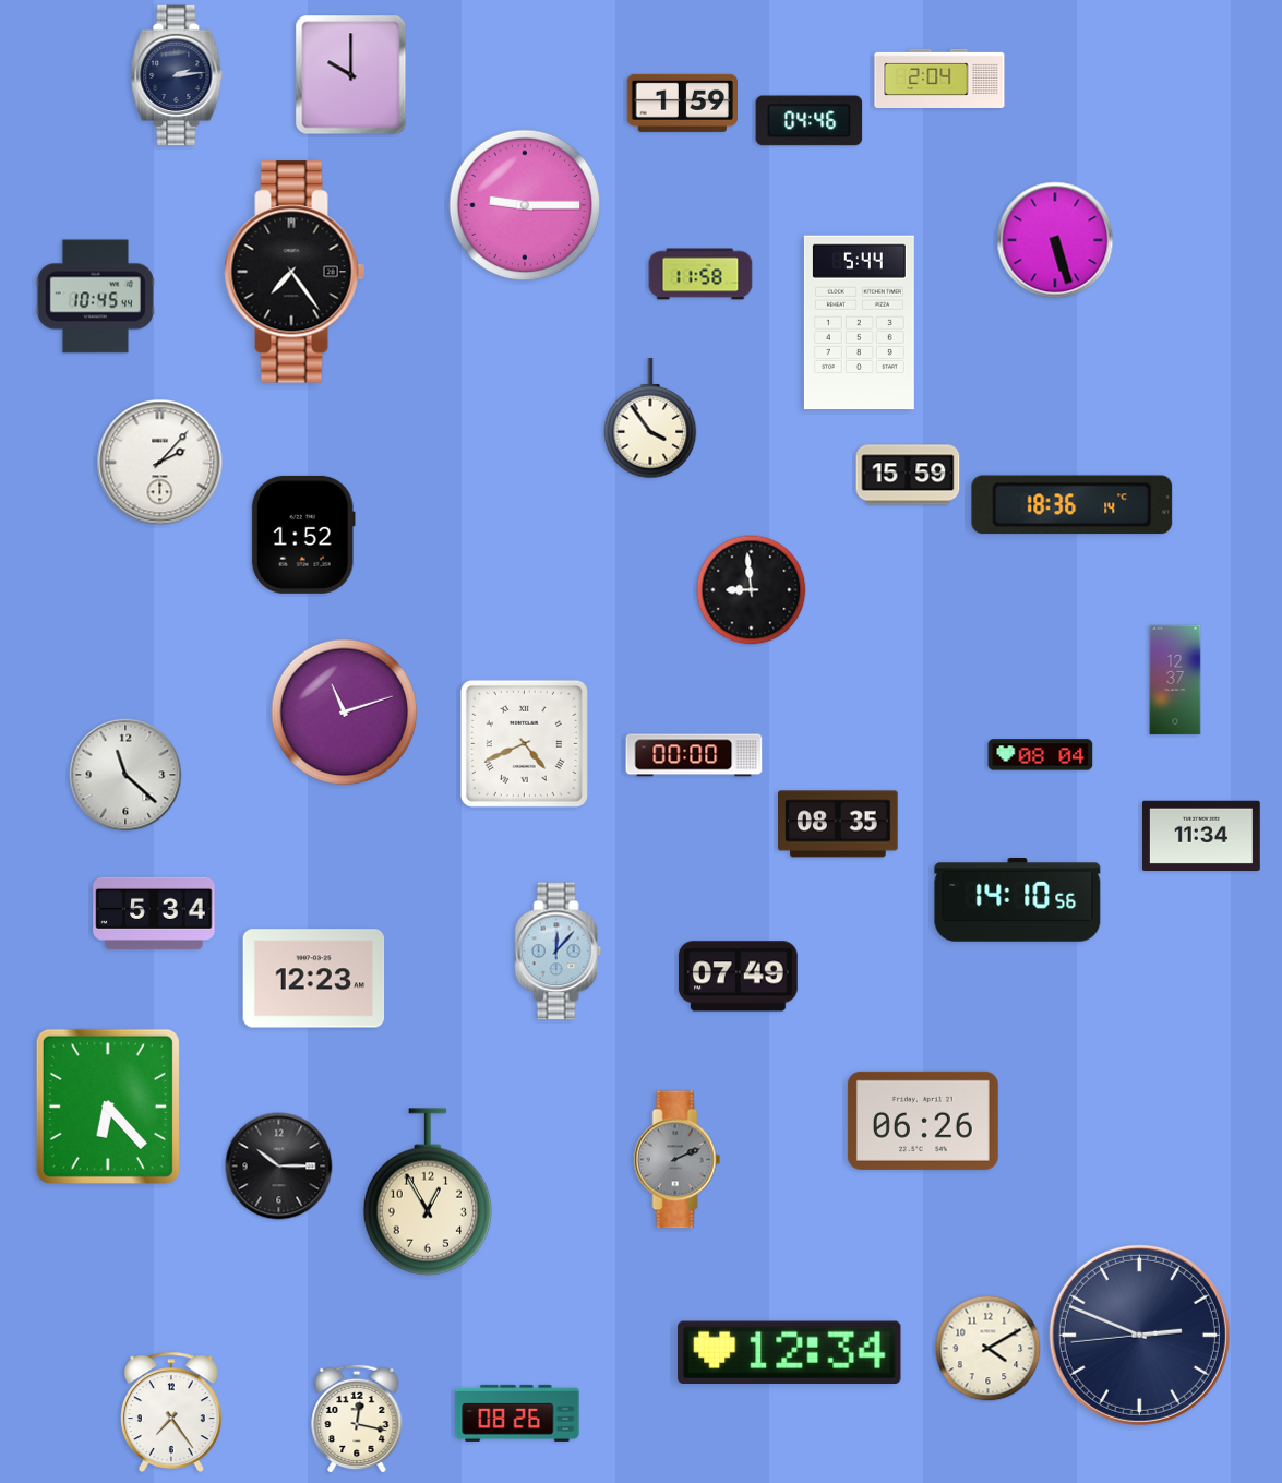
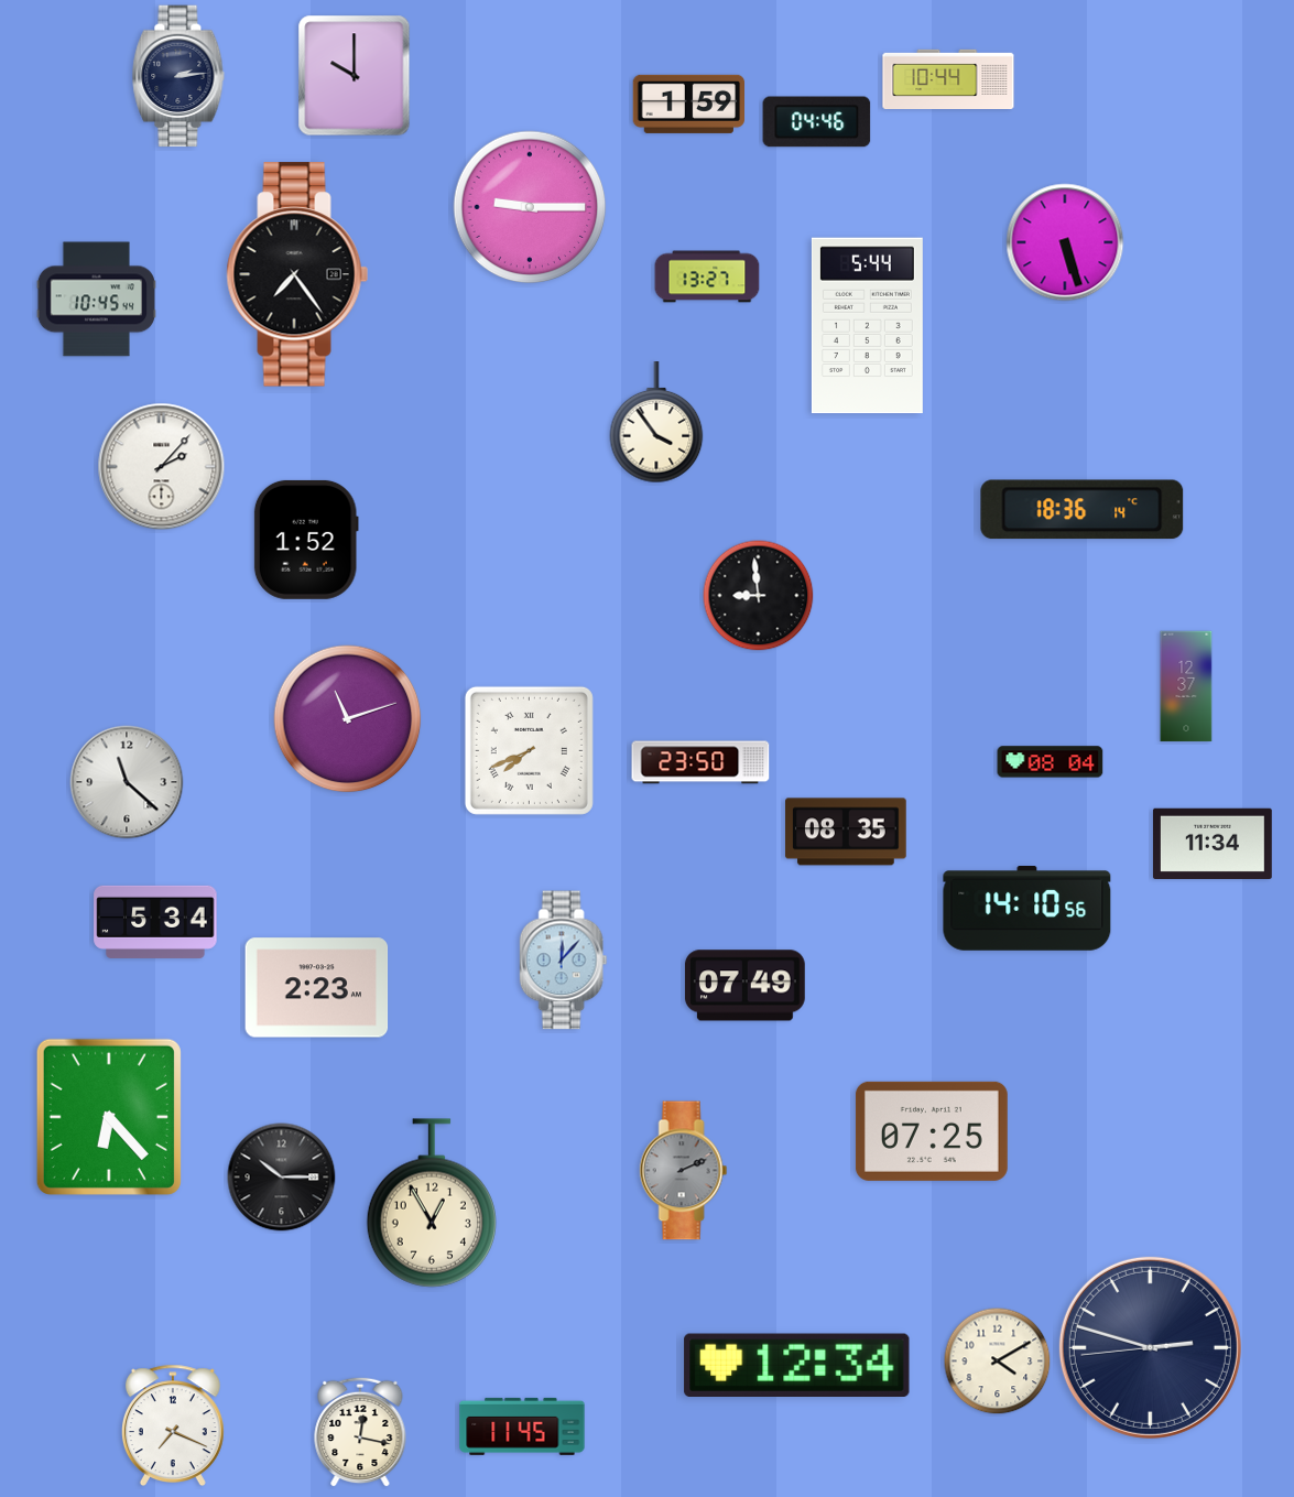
clock at (939, 77): 2:04 -> 10:44
clock at (700, 274): 11:58 -> 13:27
clock at (908, 475): 15:59 -> none
clock at (524, 743): 4:41 -> 7:41
clock at (694, 755): 00:00 -> 23:50
clock at (314, 979): 12:23 -> 2:23
clock at (923, 1121): 06:26 -> 07:25
clock at (1139, 1335): 2:48 -> 2:47
clock at (171, 1412): 7:24 -> 7:19
clock at (517, 1413): 08:26 -> 11:45
